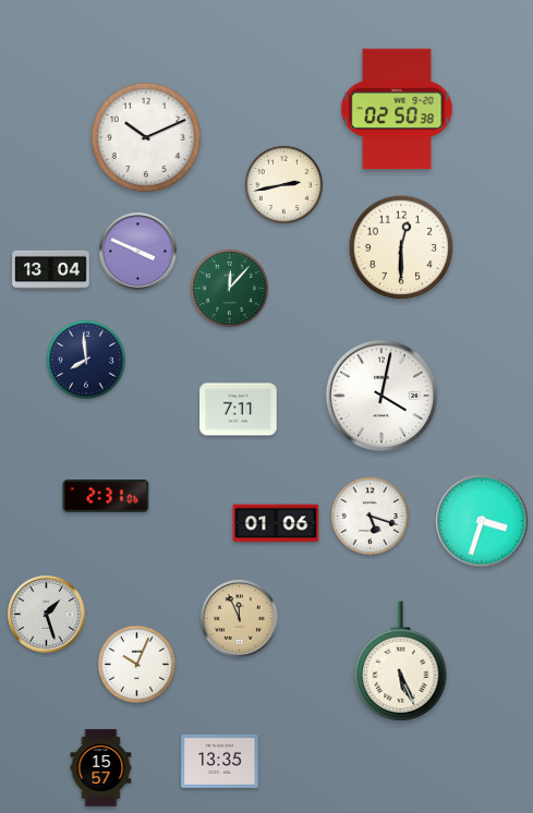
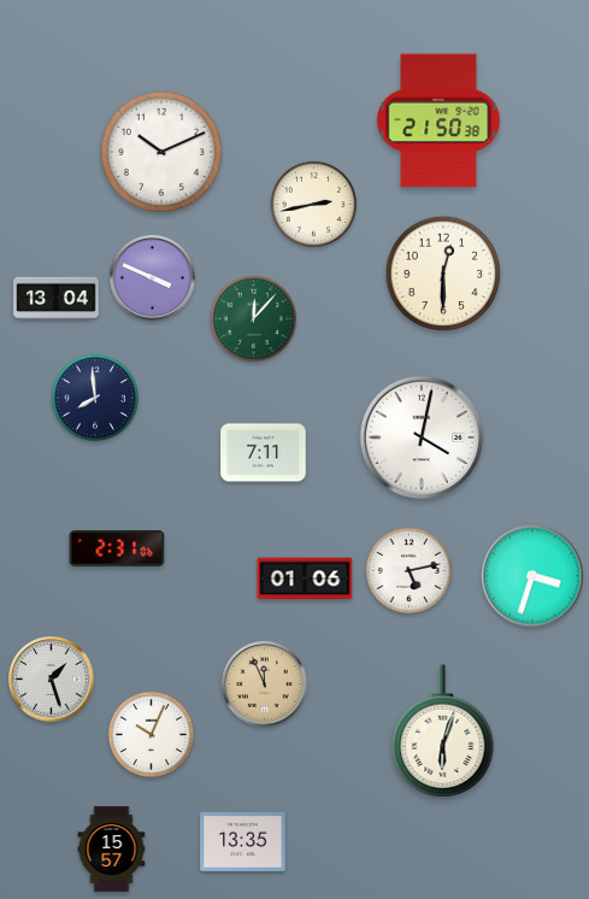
clock at (397, 109): 02:50 -> 21:50
clock at (370, 515): 5:18 -> 5:13
clock at (401, 662): 5:26 -> 6:03
